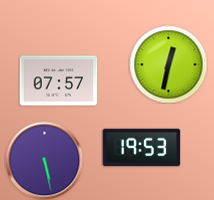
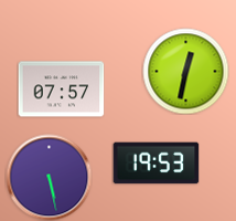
clock at (58, 81) position: (58, 81) -> (61, 90)
